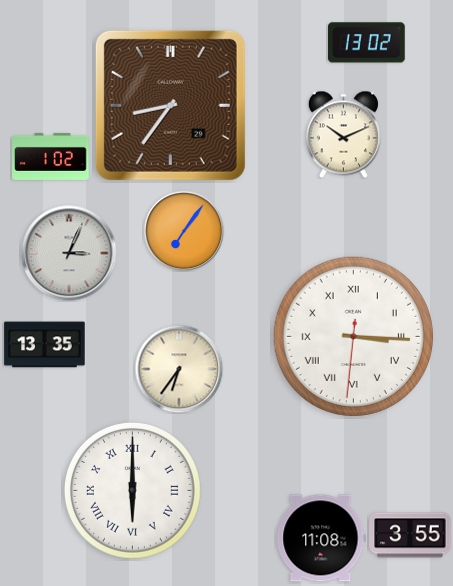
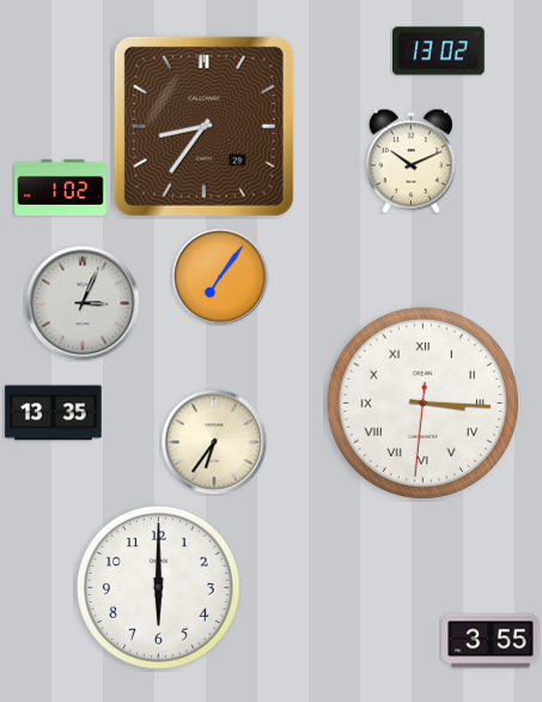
clock at (133, 491) numerals: Roman -> Arabic
clock at (321, 538): 11:08 -> none
